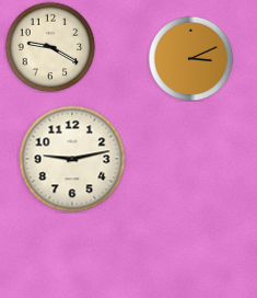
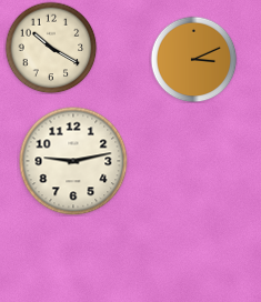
clock at (50, 47): 9:20 -> 10:20
